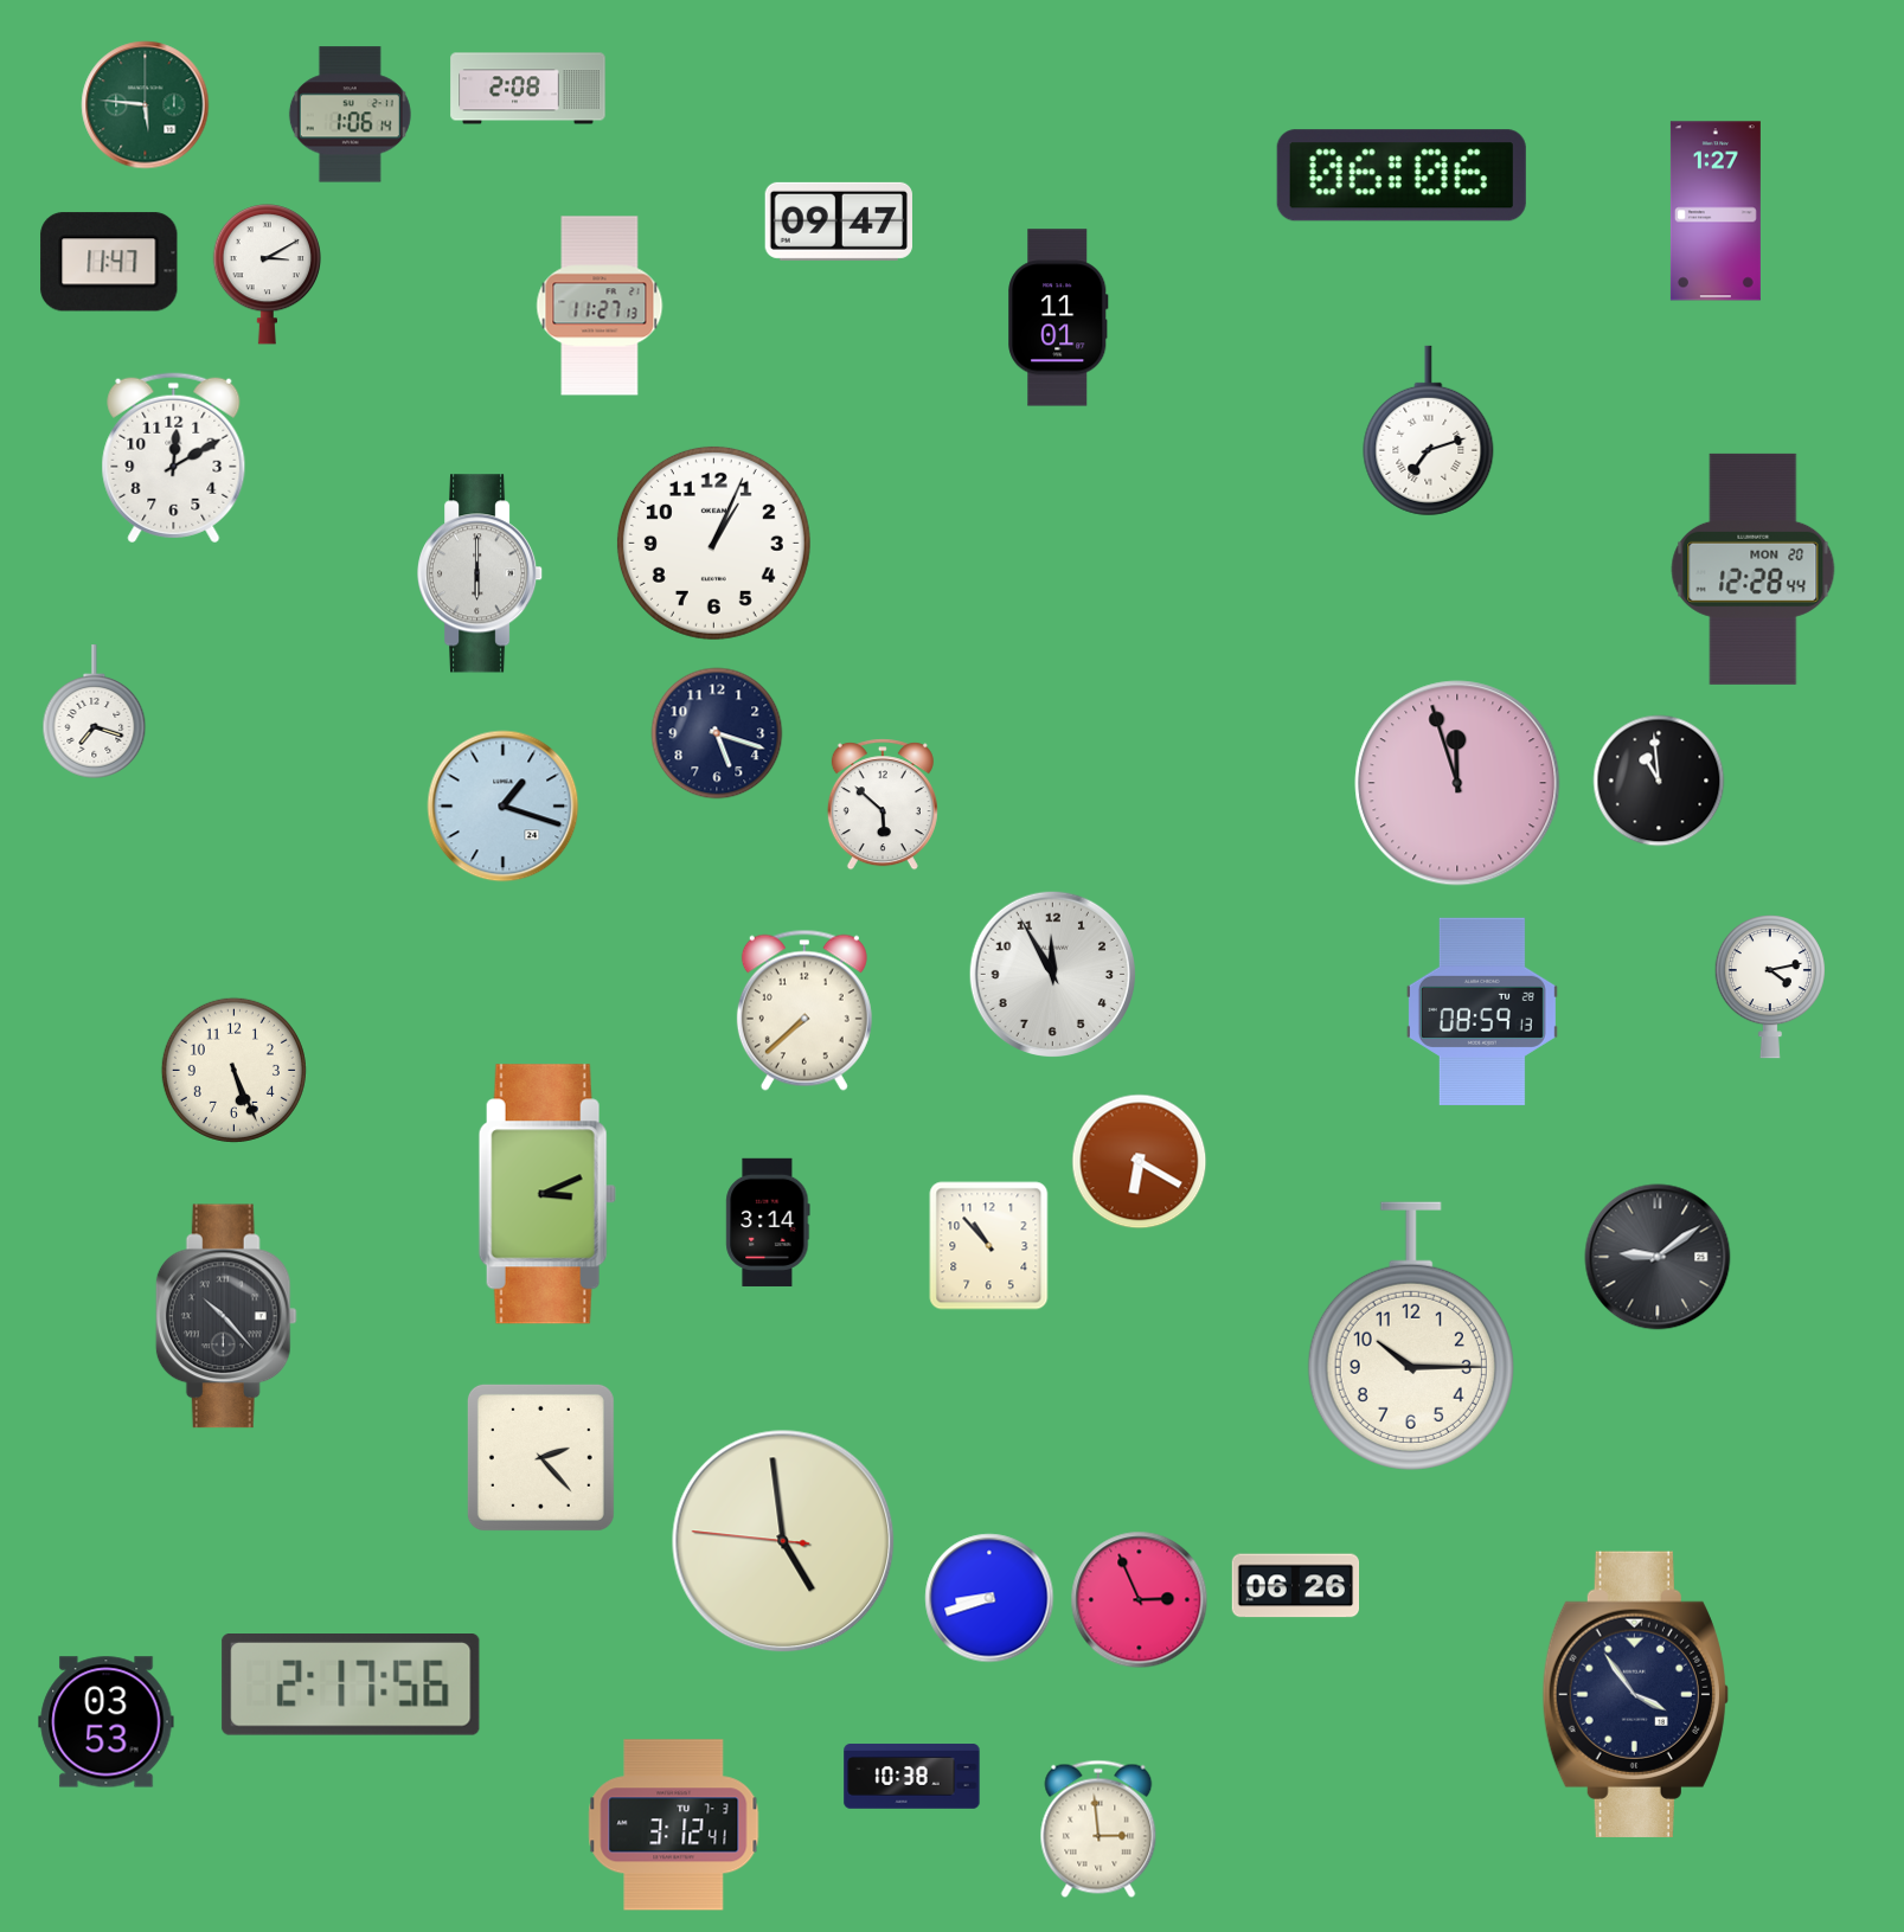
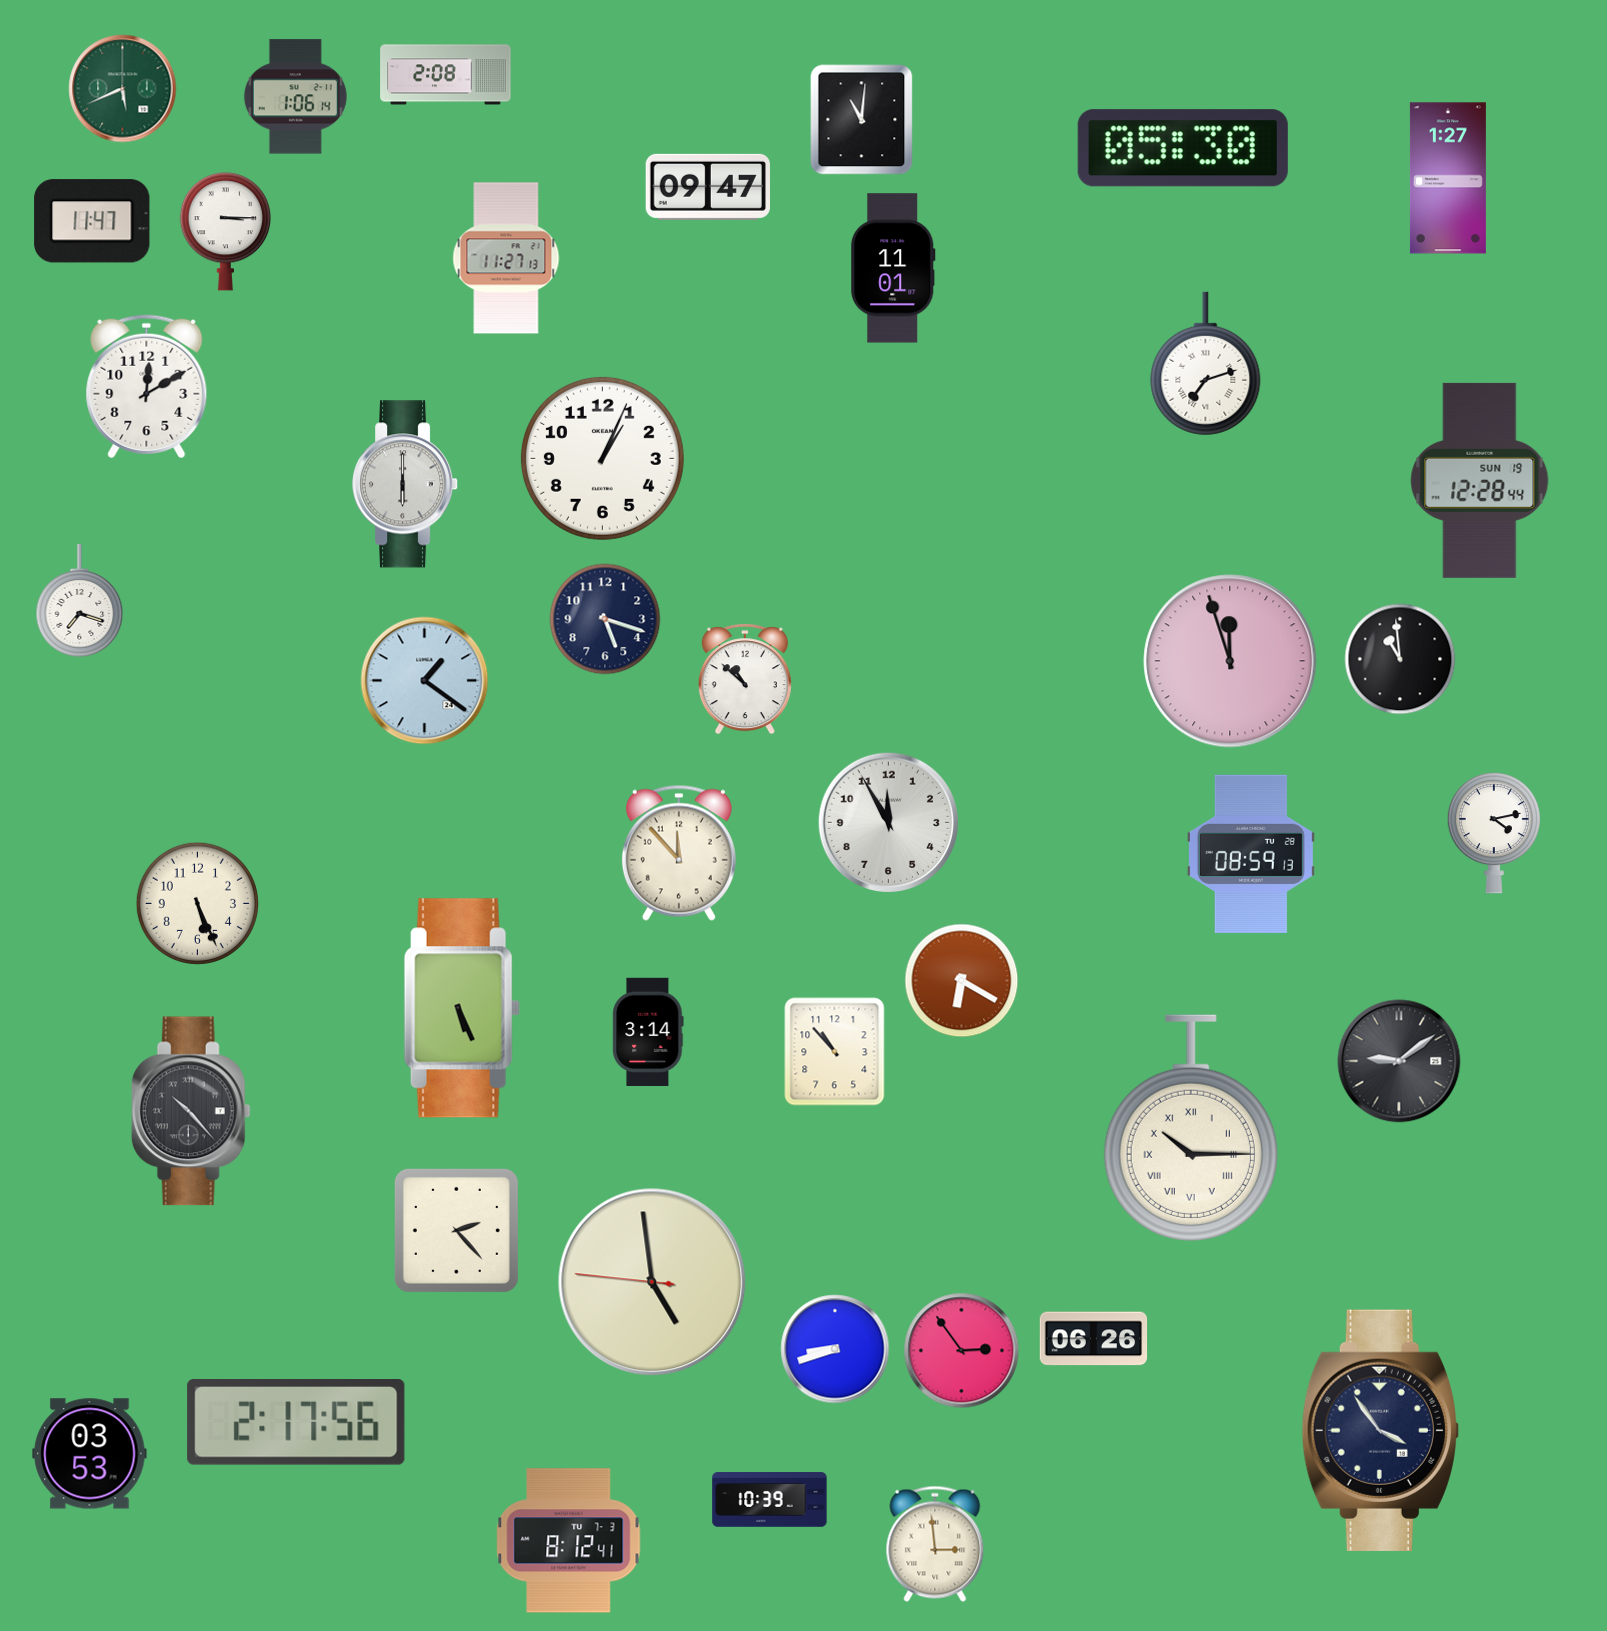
clock at (146, 105): 5:46 -> 5:41
clock at (862, 120): none -> 11:01
clock at (1402, 175): 06:06 -> 05:30
clock at (267, 275): 3:10 -> 3:15
clock at (1754, 569) date: MON 20 -> SUN 19
clock at (883, 804): 5:52 -> 10:52
clock at (504, 807): 1:18 -> 1:21
clock at (804, 1010): 7:38 -> 11:53
clock at (547, 1194): 3:11 -> 5:26
clock at (1411, 1336) numerals: Arabic -> Roman
clock at (783, 1541) position: (783, 1541) -> (652, 1282)
clock at (1140, 1600): 2:56 -> 2:54
clock at (912, 1777): 10:38 -> 10:39
clock at (674, 1825): 3:12 -> 8:12
clock at (1098, 1829) position: (1098, 1829) -> (935, 1544)
